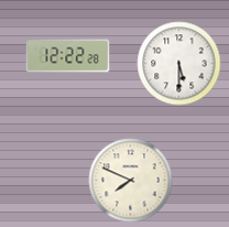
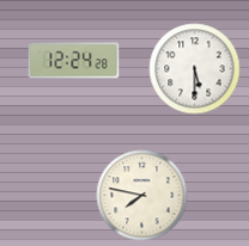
clock at (68, 56): 12:22 -> 12:24
clock at (131, 181): 7:49 -> 7:47
